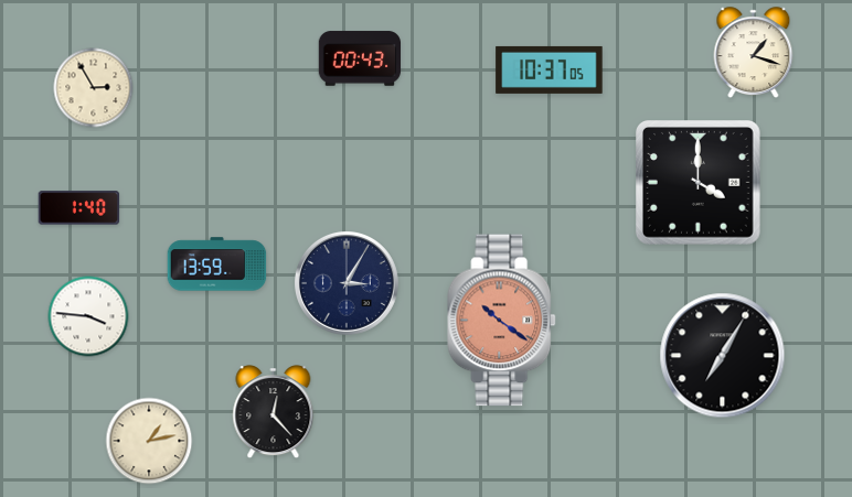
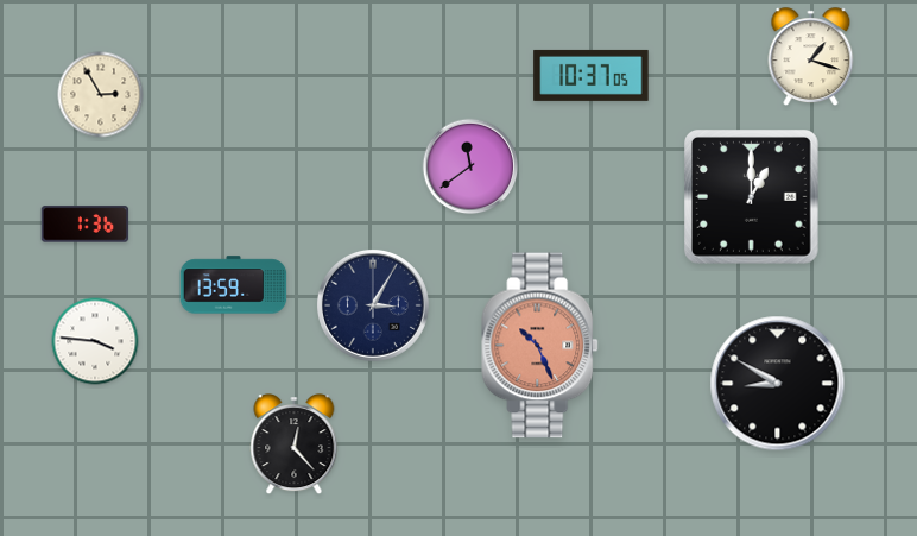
clock at (359, 58): 00:43 -> none
clock at (470, 166): none -> 11:39
clock at (699, 183): 4:00 -> 1:00
clock at (79, 208): 1:40 -> 1:36
clock at (502, 321): 10:21 -> 10:26
clock at (723, 356): 7:05 -> 8:50
clock at (149, 441): 1:13 -> none
